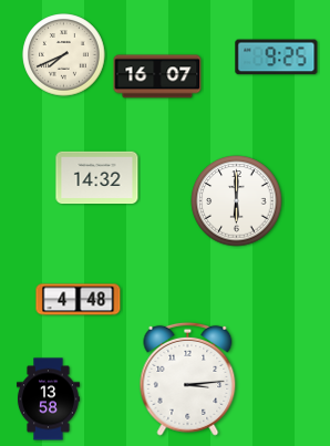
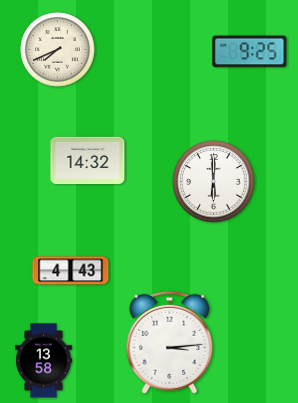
clock at (157, 76): 16:07 -> none
clock at (79, 300): 4:48 -> 4:43
